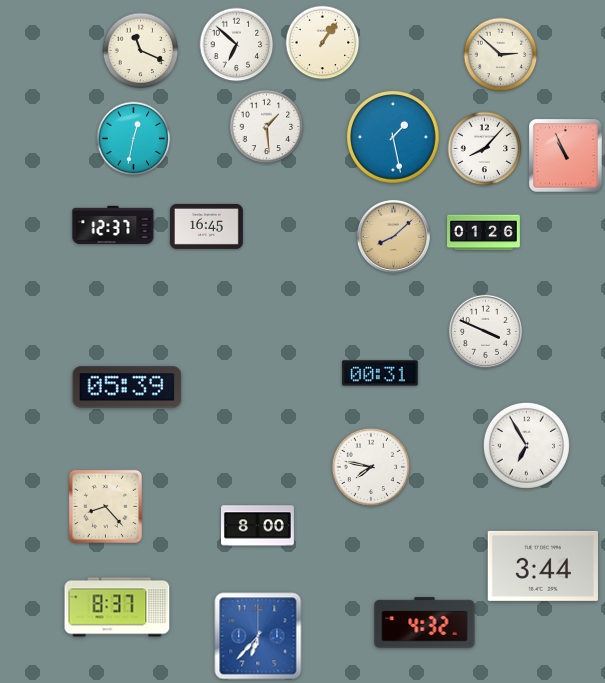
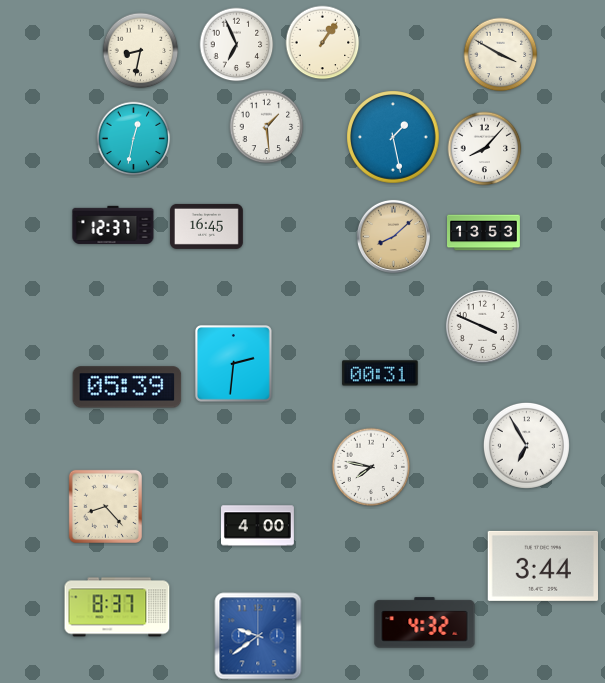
clock at (237, 45): 6:52 -> 6:56
clock at (141, 51): 11:19 -> 8:32
clock at (501, 55): 2:52 -> 3:50
clock at (566, 156): 10:56 -> none
clock at (484, 233): 01:26 -> 13:53
clock at (485, 331) position: (485, 331) -> (482, 326)
clock at (234, 364): none -> 2:31
clock at (258, 526): 8:00 -> 4:00
clock at (258, 636): 6:37 -> 9:39
